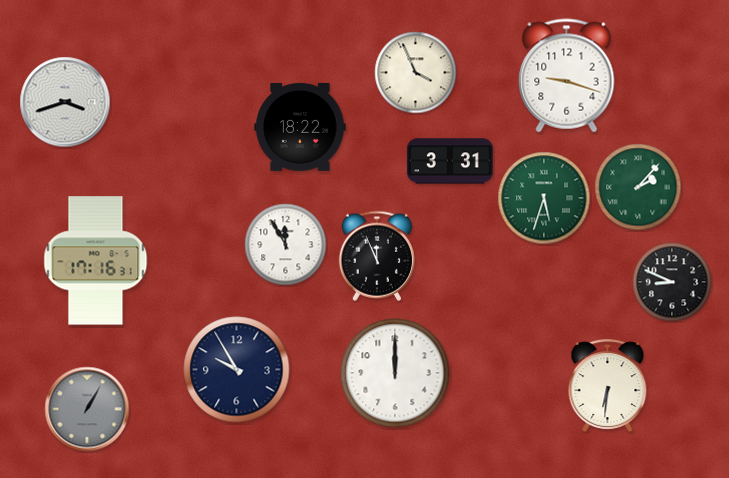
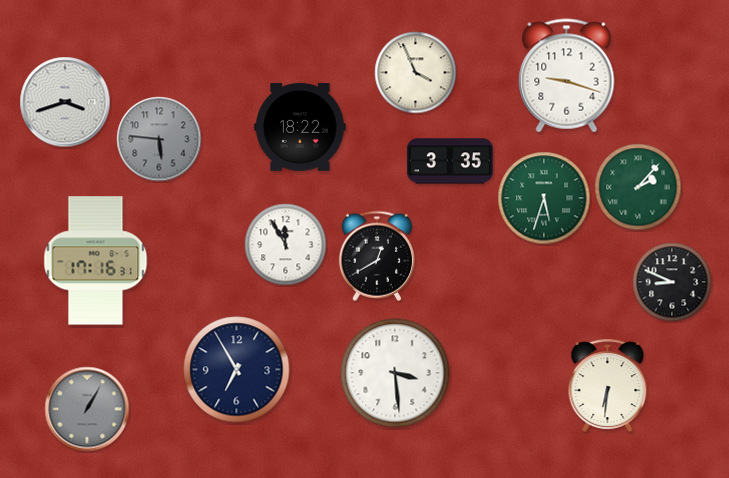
clock at (159, 139): none -> 5:46
clock at (450, 161): 3:31 -> 3:35
clock at (377, 256): 11:56 -> 12:40
clock at (237, 370): 9:55 -> 6:55
clock at (395, 373): 12:00 -> 3:29
